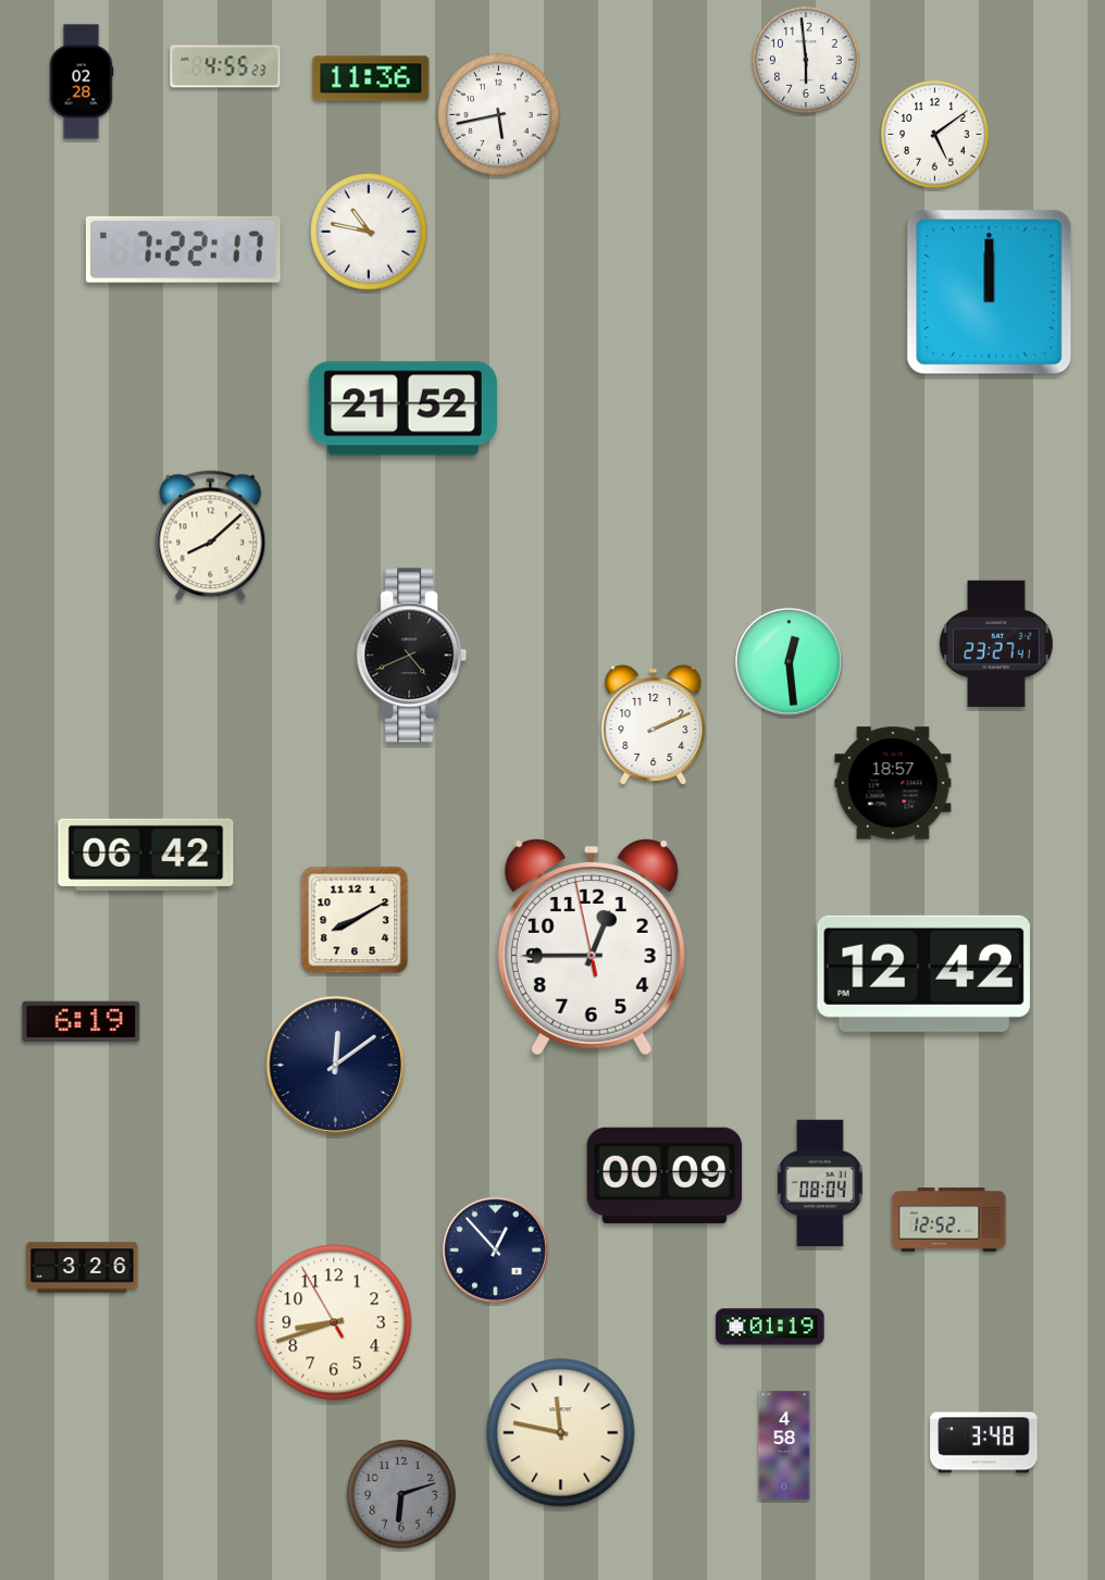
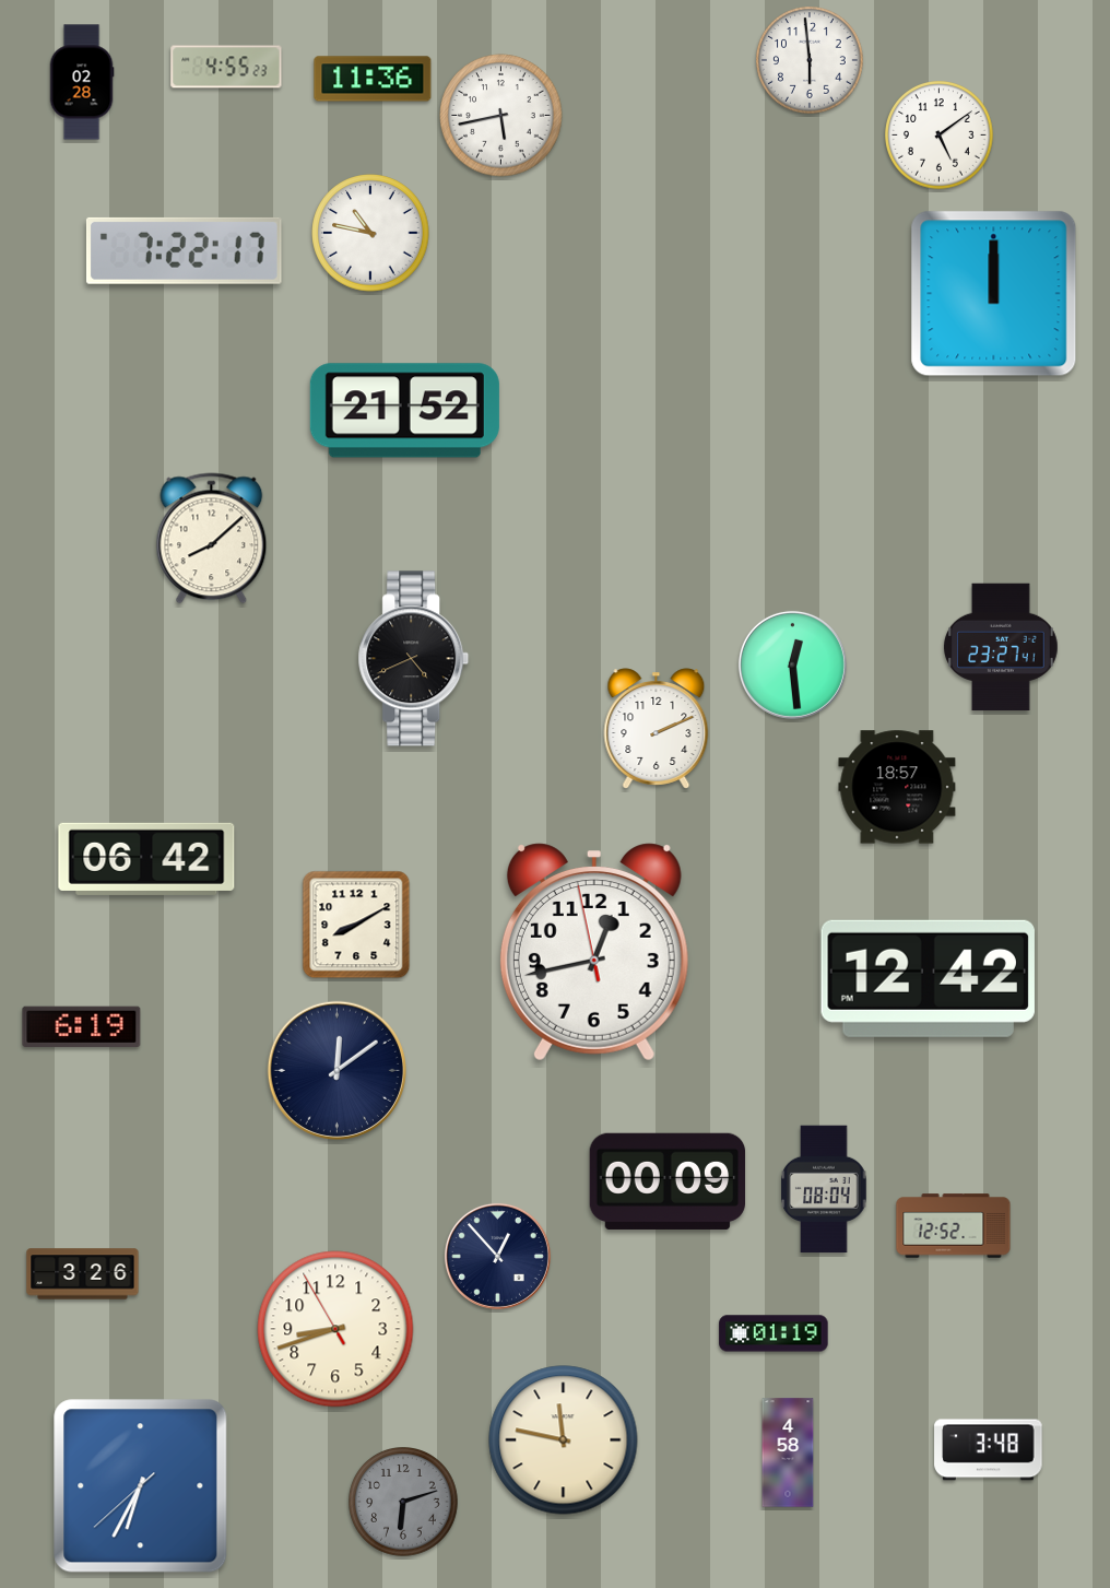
clock at (592, 947): 12:44 -> 12:42
clock at (141, 1486): none -> 6:34
